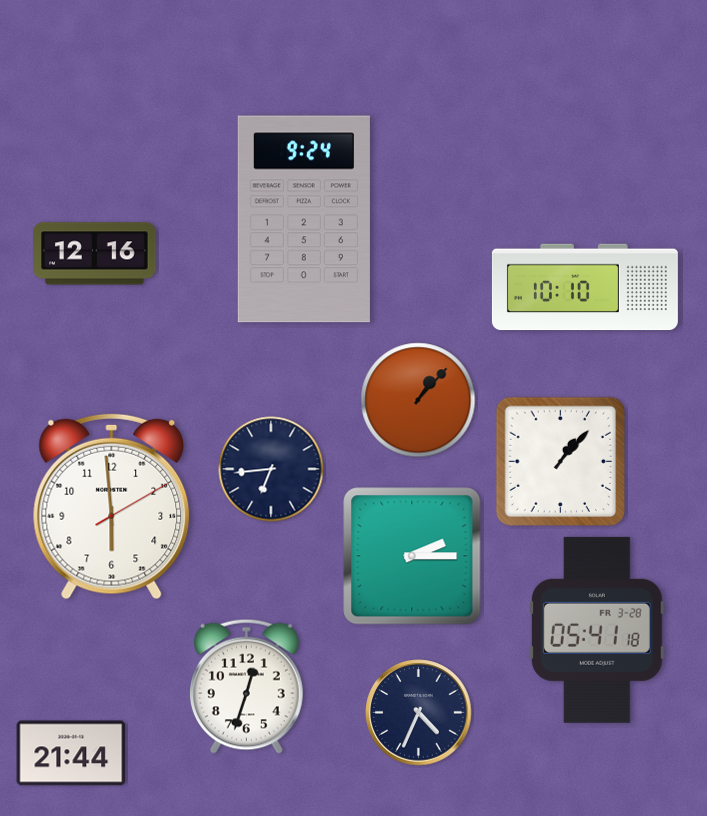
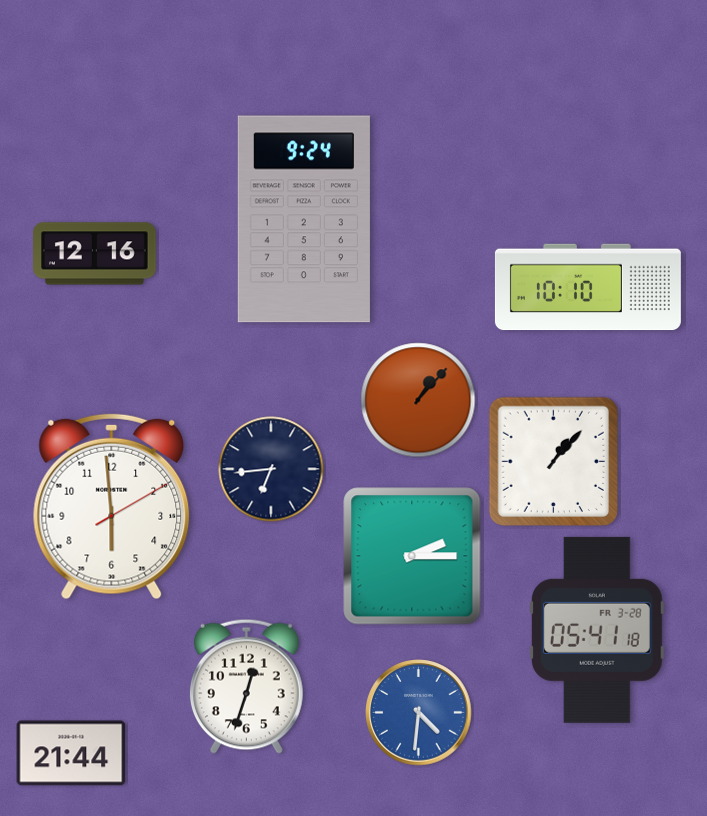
clock at (585, 287) position: (585, 287) -> (588, 287)
clock at (560, 461) position: (560, 461) -> (553, 461)
clock at (419, 713): 4:34 -> 4:31
clock at (419, 713) dial: navy -> blue
